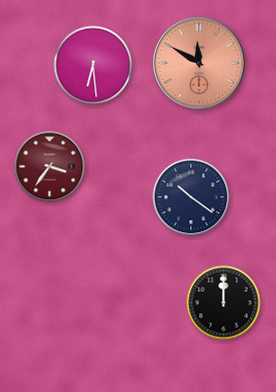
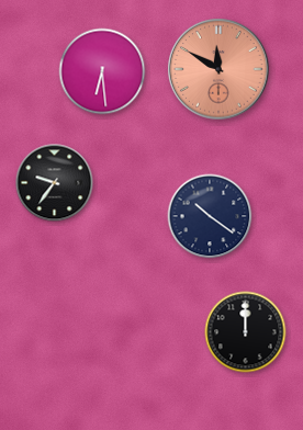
clock at (50, 167): 3:36 -> 9:36
clock at (50, 167) dial: burgundy -> black
